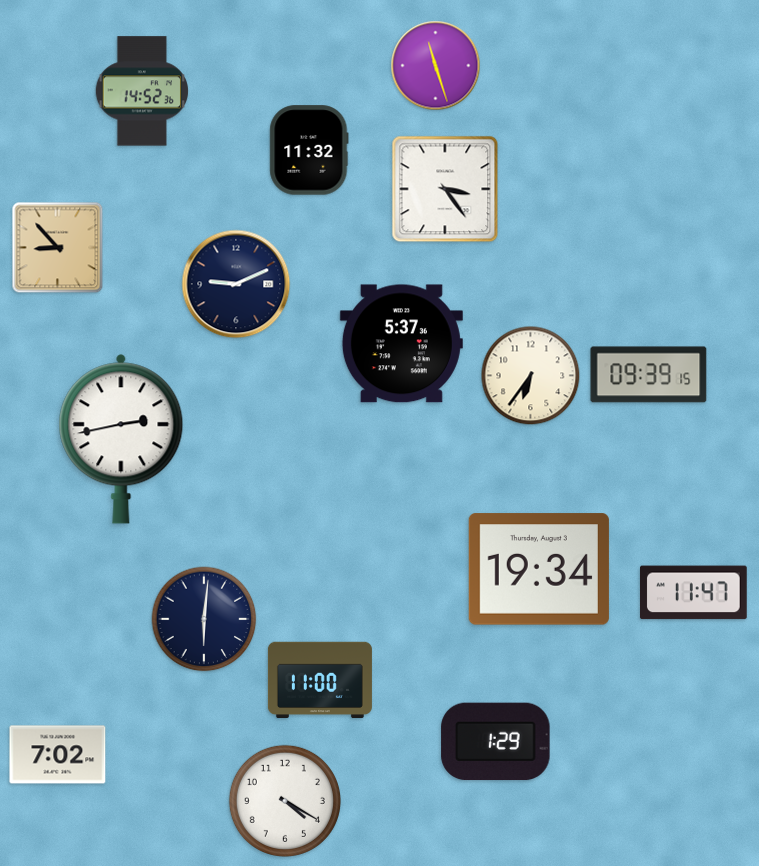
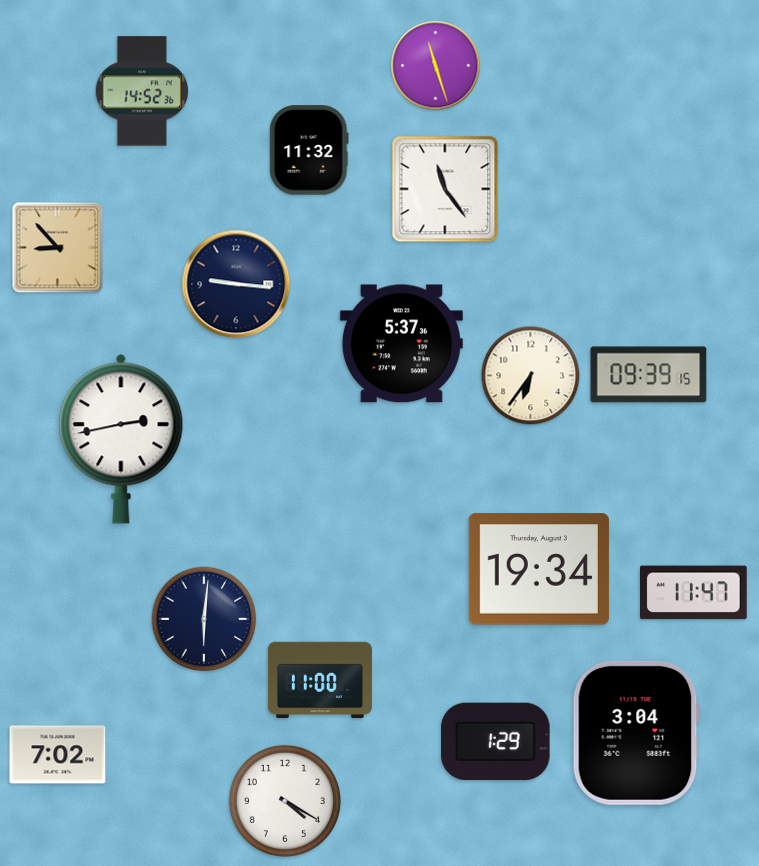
clock at (445, 189): 3:24 -> 11:24
clock at (236, 284): 9:11 -> 9:16
clock at (636, 733): none -> 3:04
